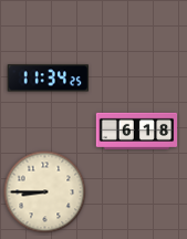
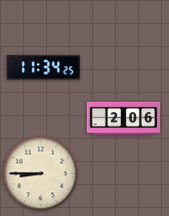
clock at (48, 79) position: (48, 79) -> (43, 68)
clock at (137, 132): 6:18 -> 2:06
